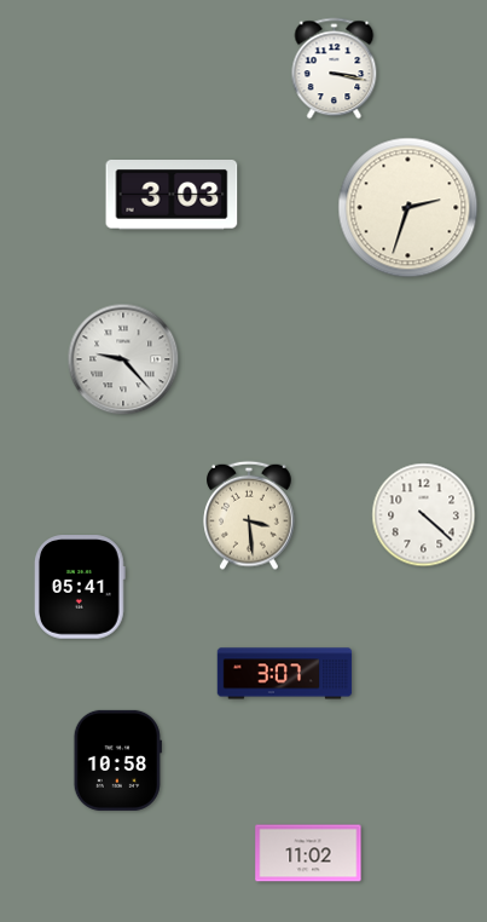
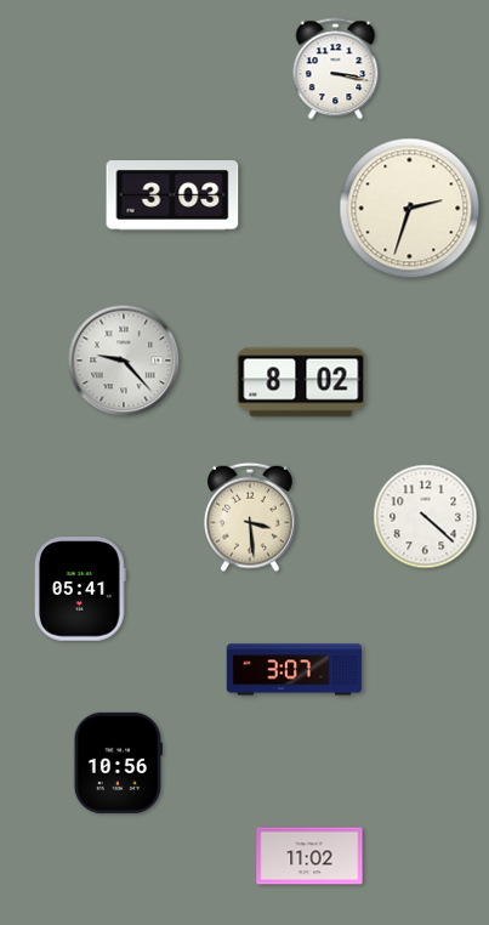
clock at (301, 382): none -> 8:02
clock at (285, 674) position: (285, 674) -> (295, 670)
clock at (117, 760): 10:58 -> 10:56
